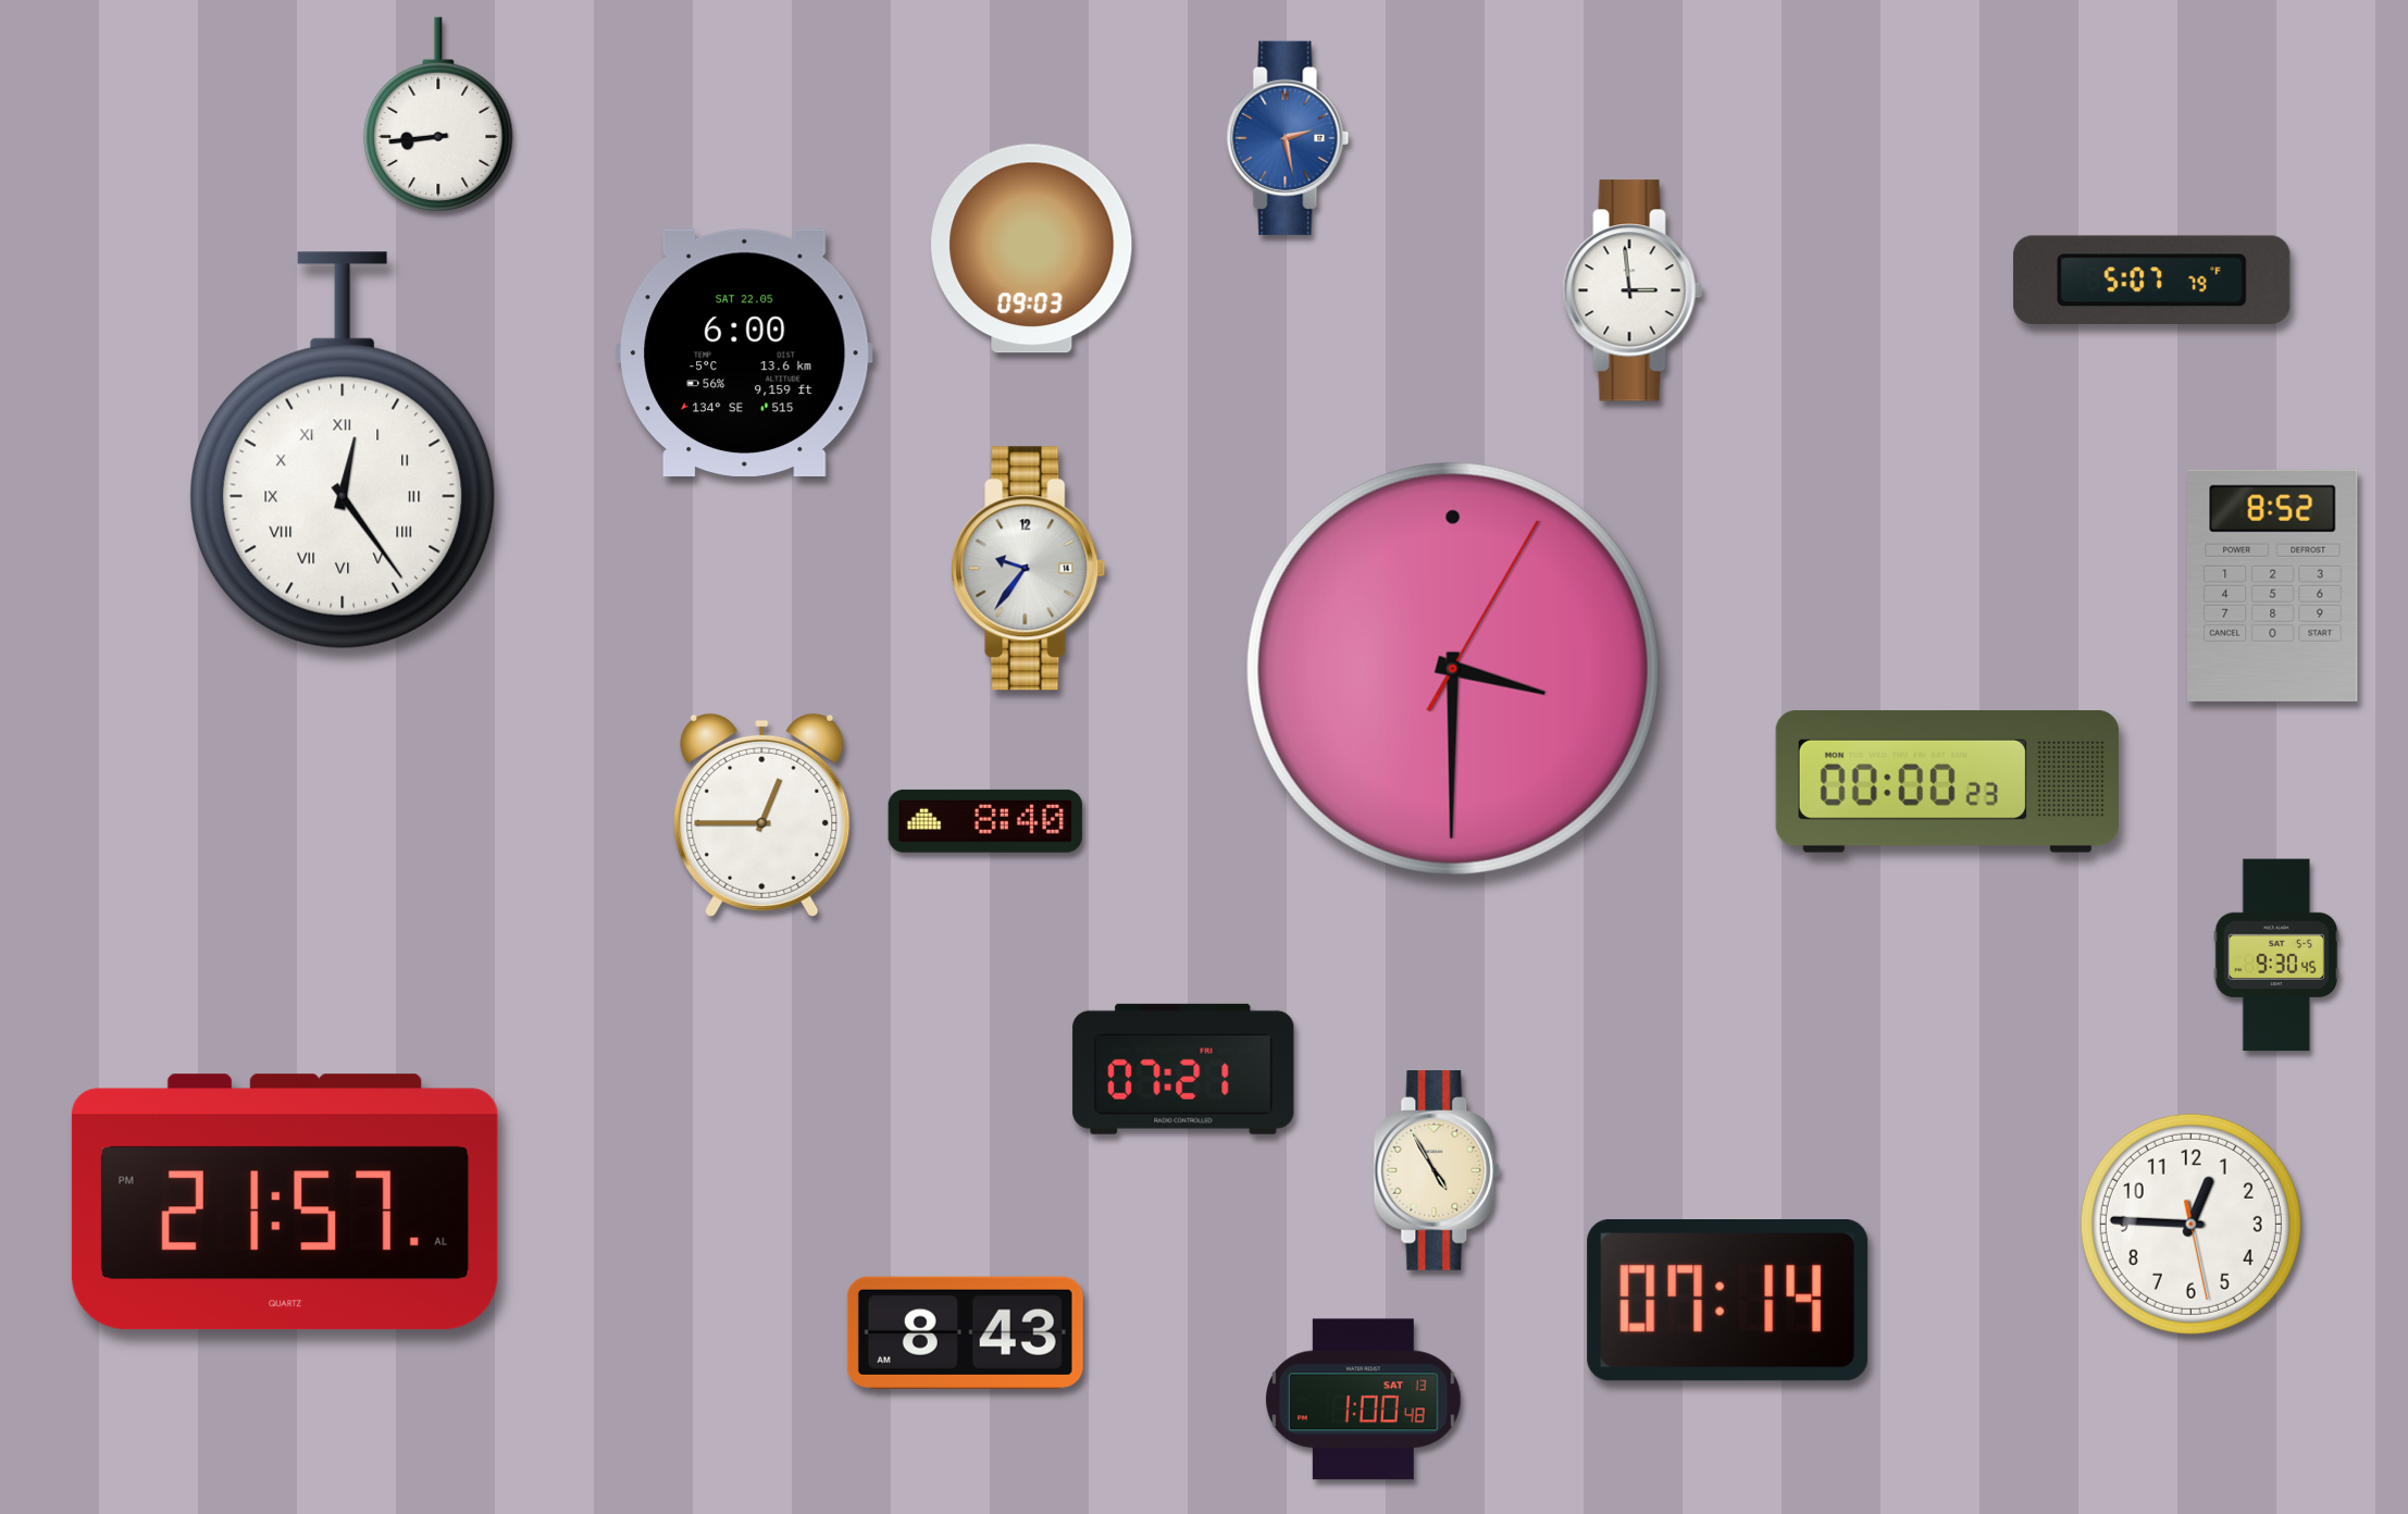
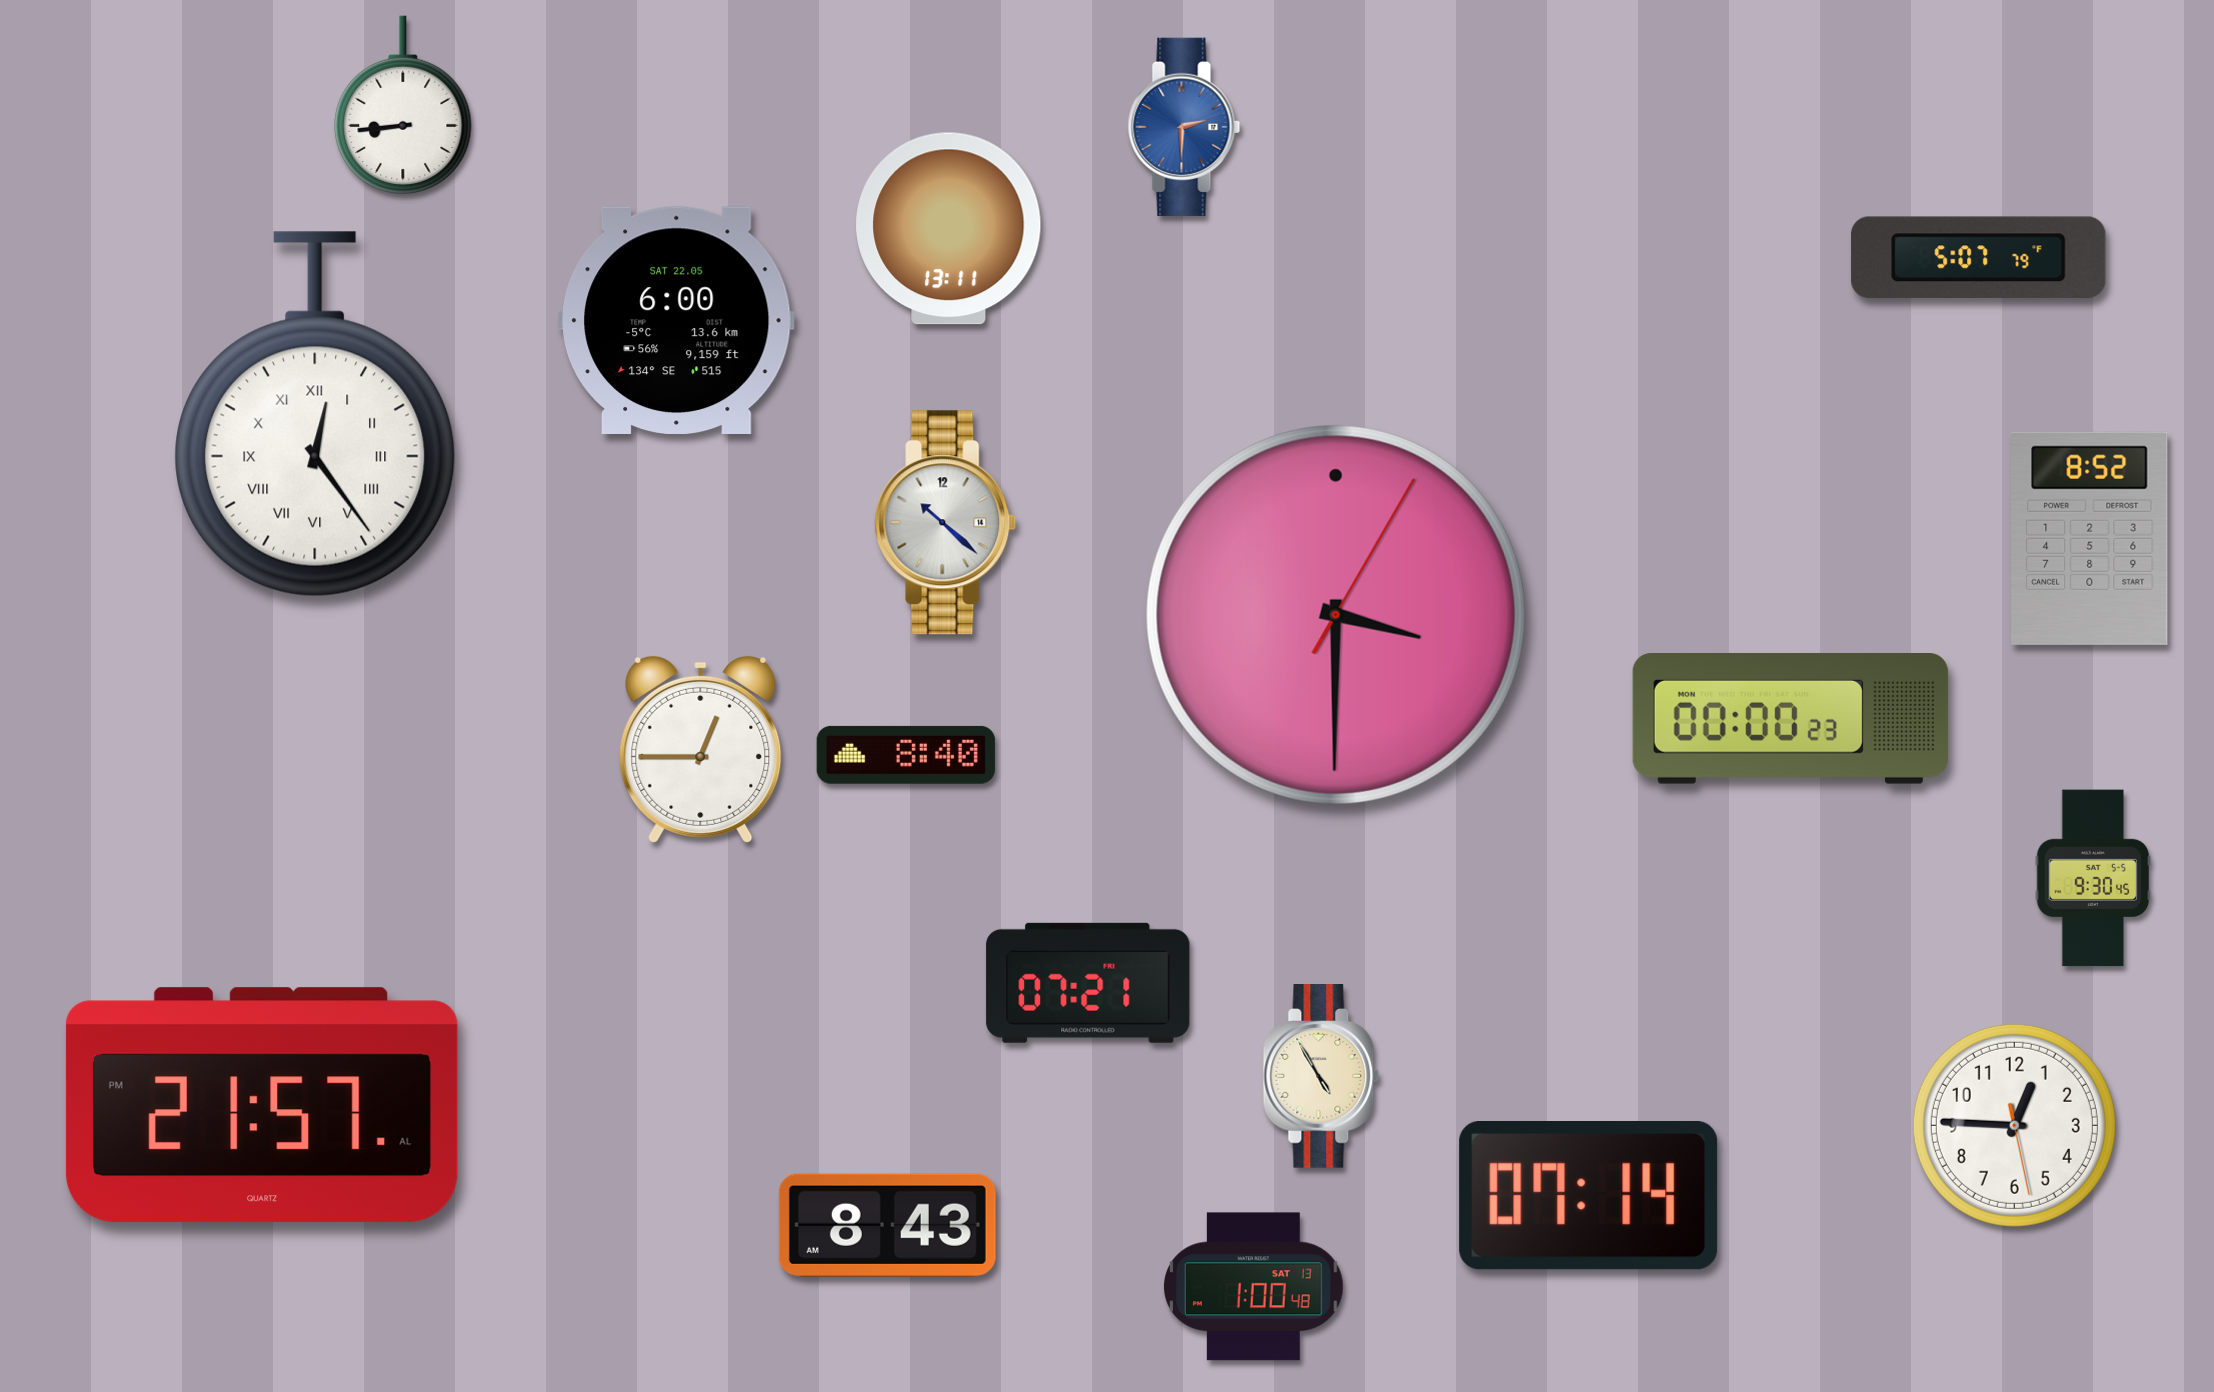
clock at (1288, 138): 2:28 -> 2:30
clock at (1032, 249): 09:03 -> 13:11
clock at (1633, 290): 2:59 -> none
clock at (744, 352) position: (744, 352) -> (676, 320)
clock at (1029, 569): 9:36 -> 10:22
